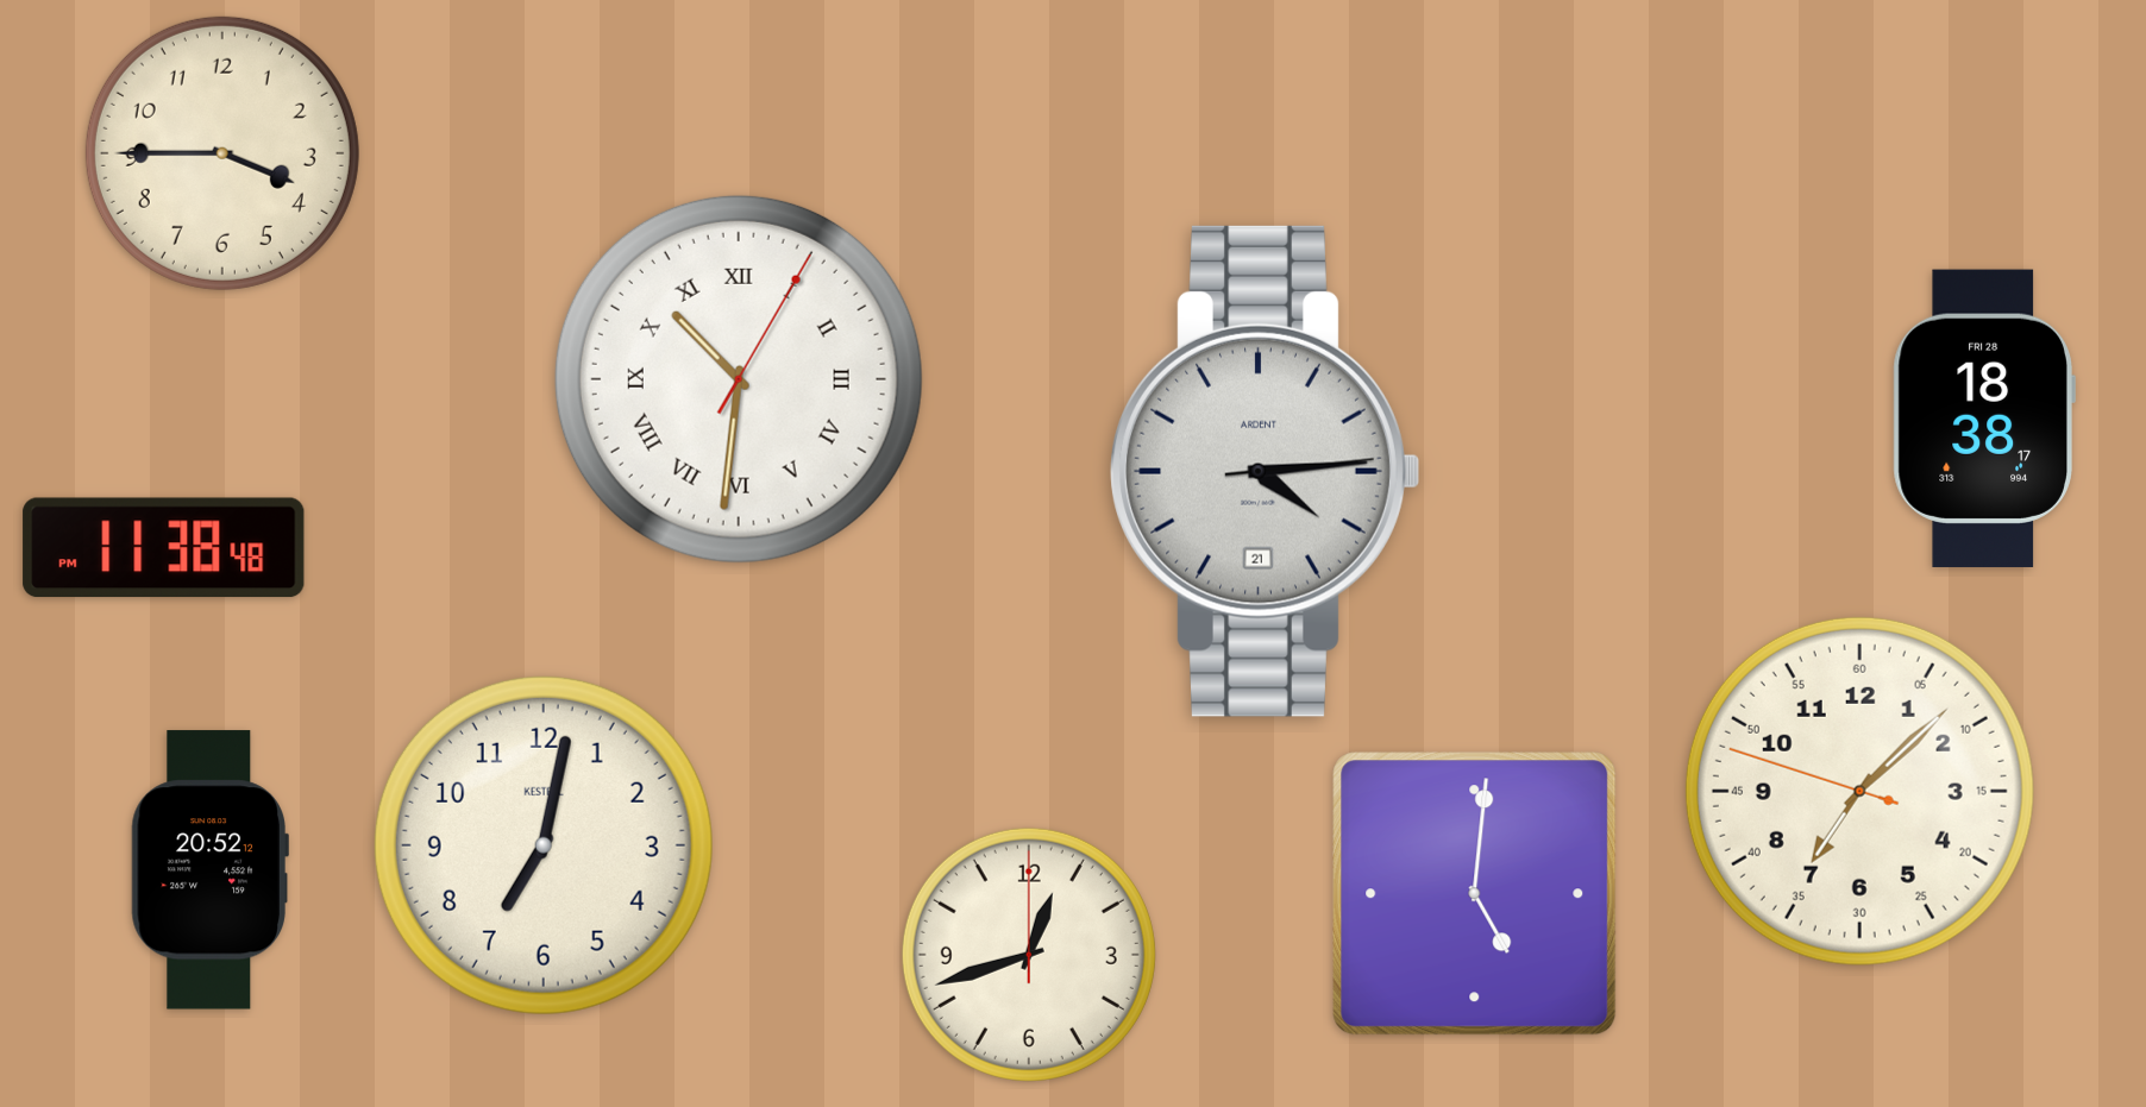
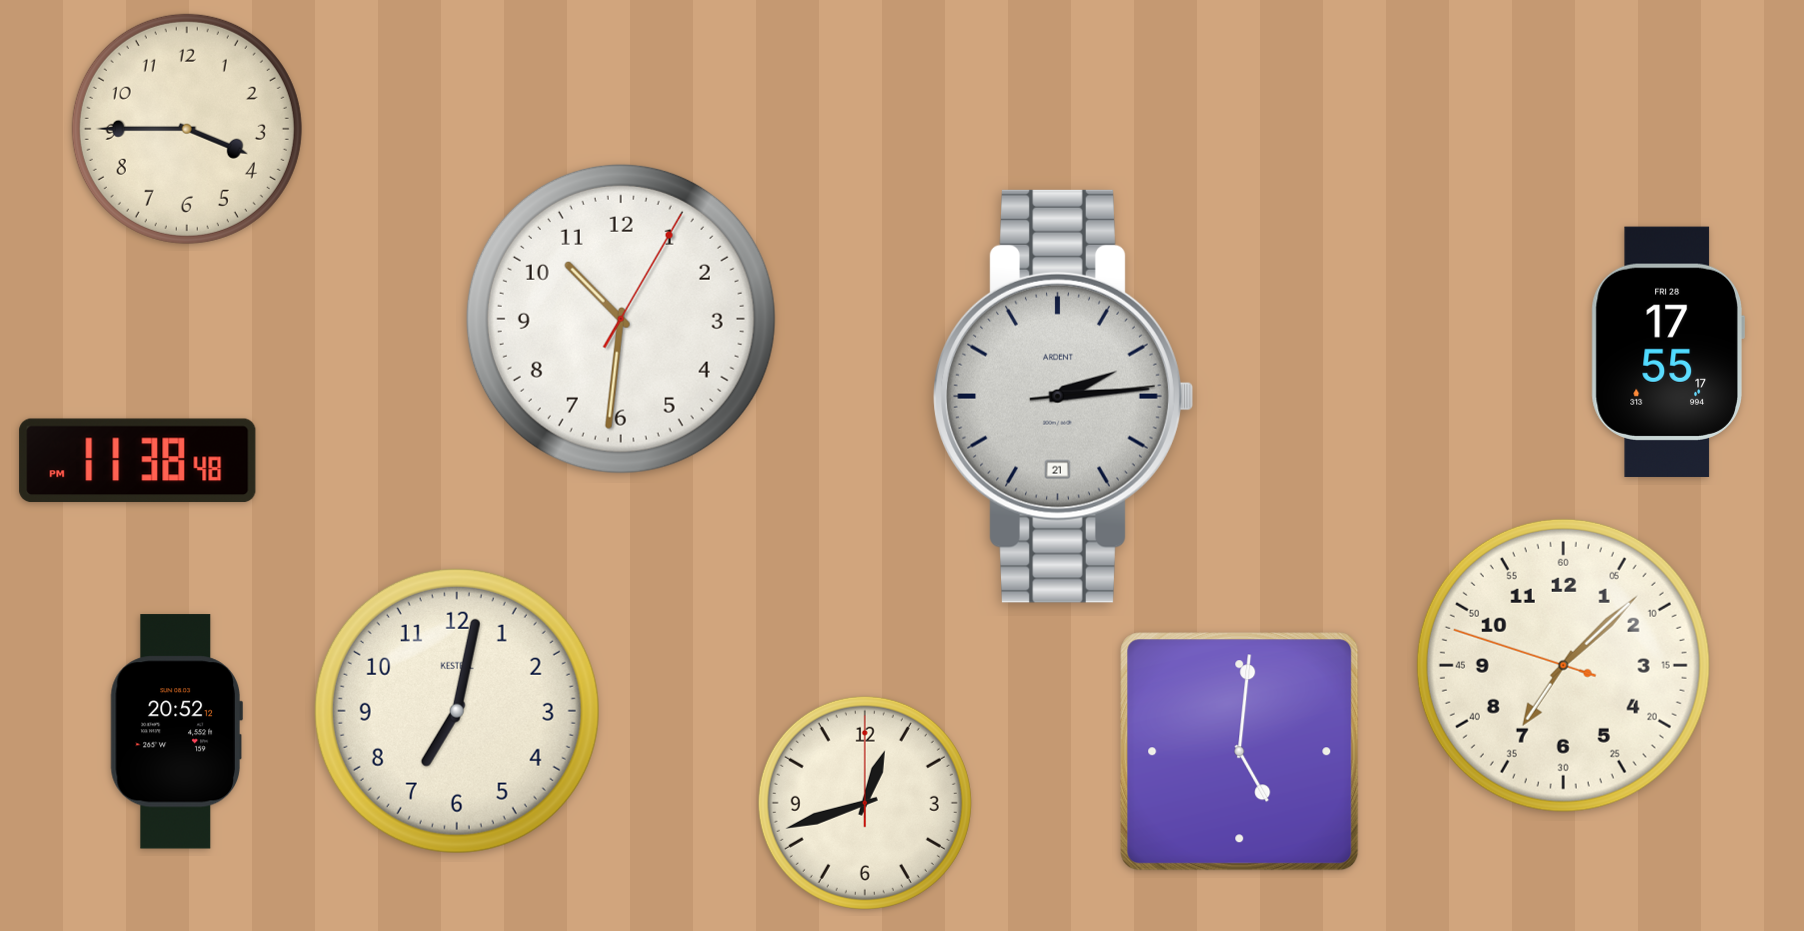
clock at (739, 379) numerals: Roman -> Arabic
clock at (1984, 419): 18:38 -> 17:55
clock at (1266, 471): 4:14 -> 2:14
